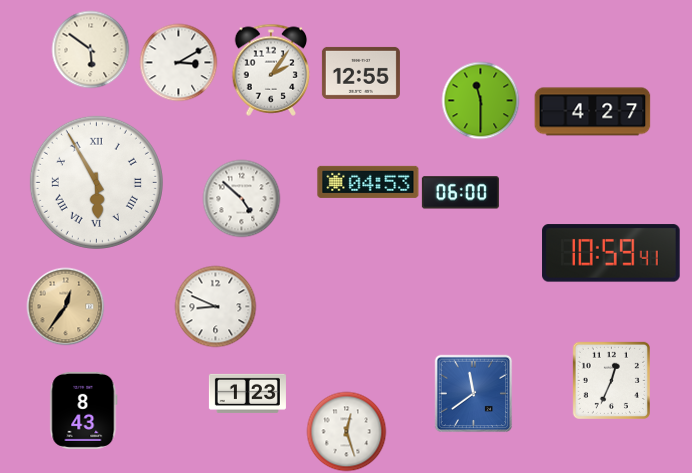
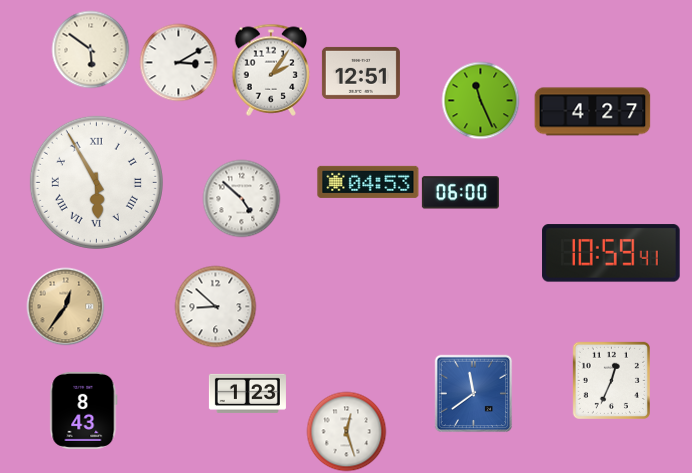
clock at (361, 73): 12:55 -> 12:51
clock at (480, 100): 11:30 -> 11:26
clock at (215, 306): 8:49 -> 8:52
